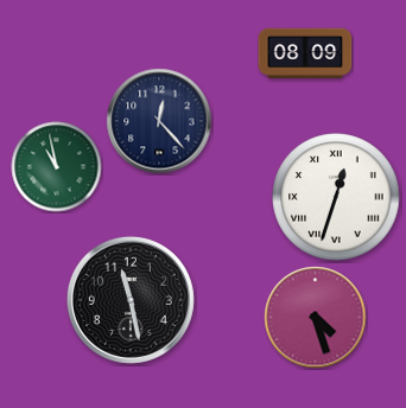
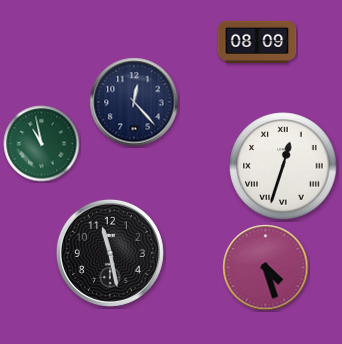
clock at (305, 52) position: (305, 52) -> (257, 41)
clock at (57, 167) position: (57, 167) -> (42, 144)
